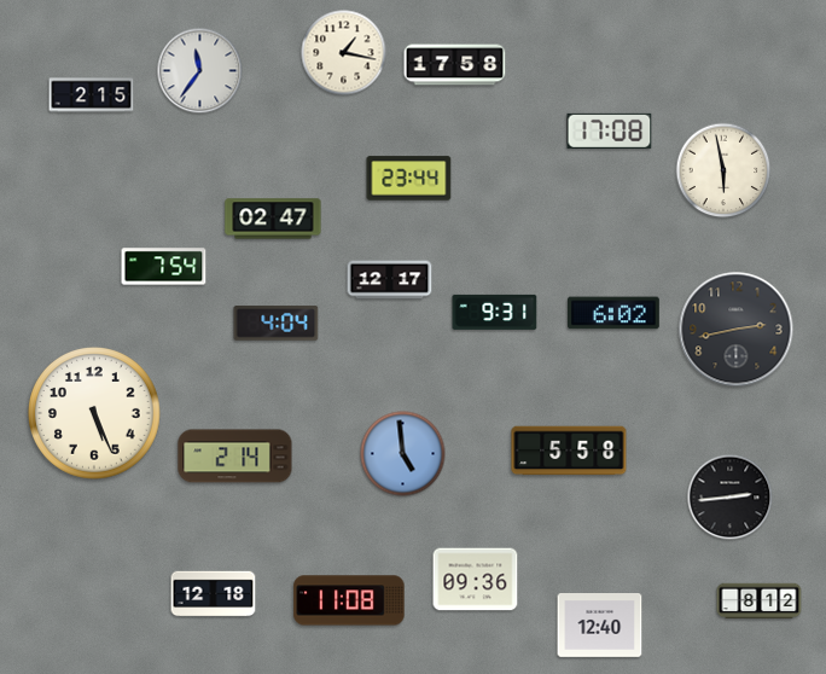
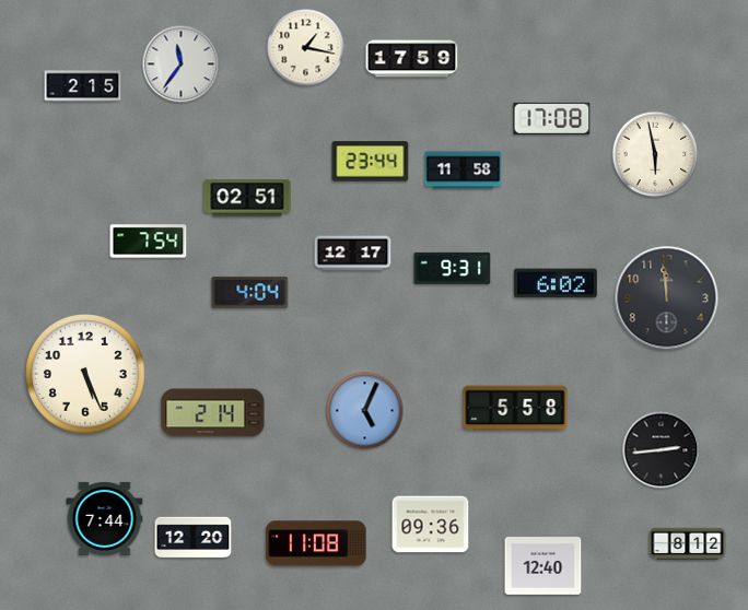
clock at (344, 53) position: (344, 53) -> (306, 48)
clock at (455, 65): 17:58 -> 17:59
clock at (464, 171): none -> 11:58
clock at (273, 219): 02:47 -> 02:51
clock at (495, 312) position: (495, 312) -> (453, 268)
clock at (737, 330): 2:43 -> 11:59
clock at (403, 454): 4:59 -> 5:04
clock at (105, 518): none -> 7:44
clock at (214, 594): 12:18 -> 12:20
